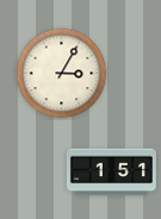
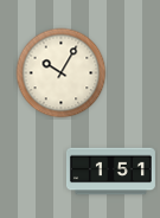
clock at (62, 74): 3:05 -> 10:05
